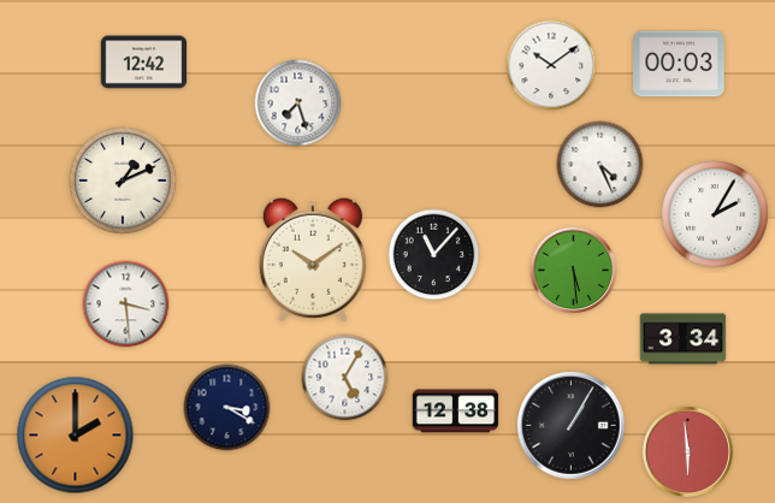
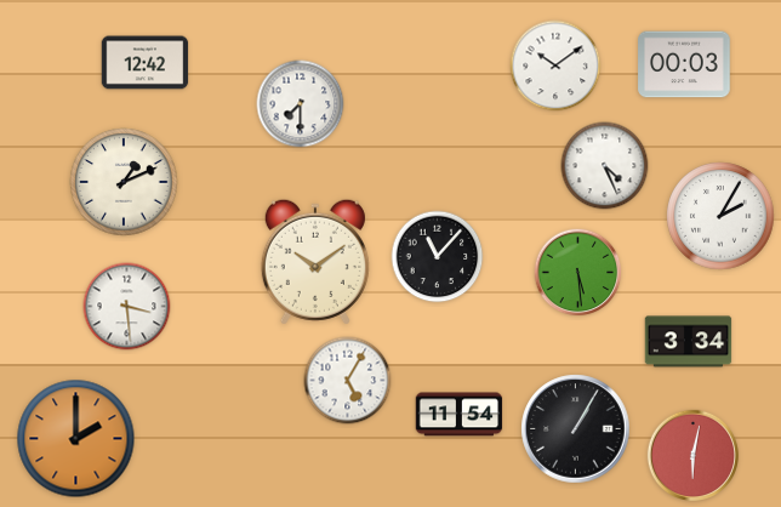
clock at (298, 103): 7:27 -> 7:30
clock at (227, 408): 3:20 -> none
clock at (456, 412): 12:38 -> 11:54
clock at (687, 451): 5:59 -> 6:02
